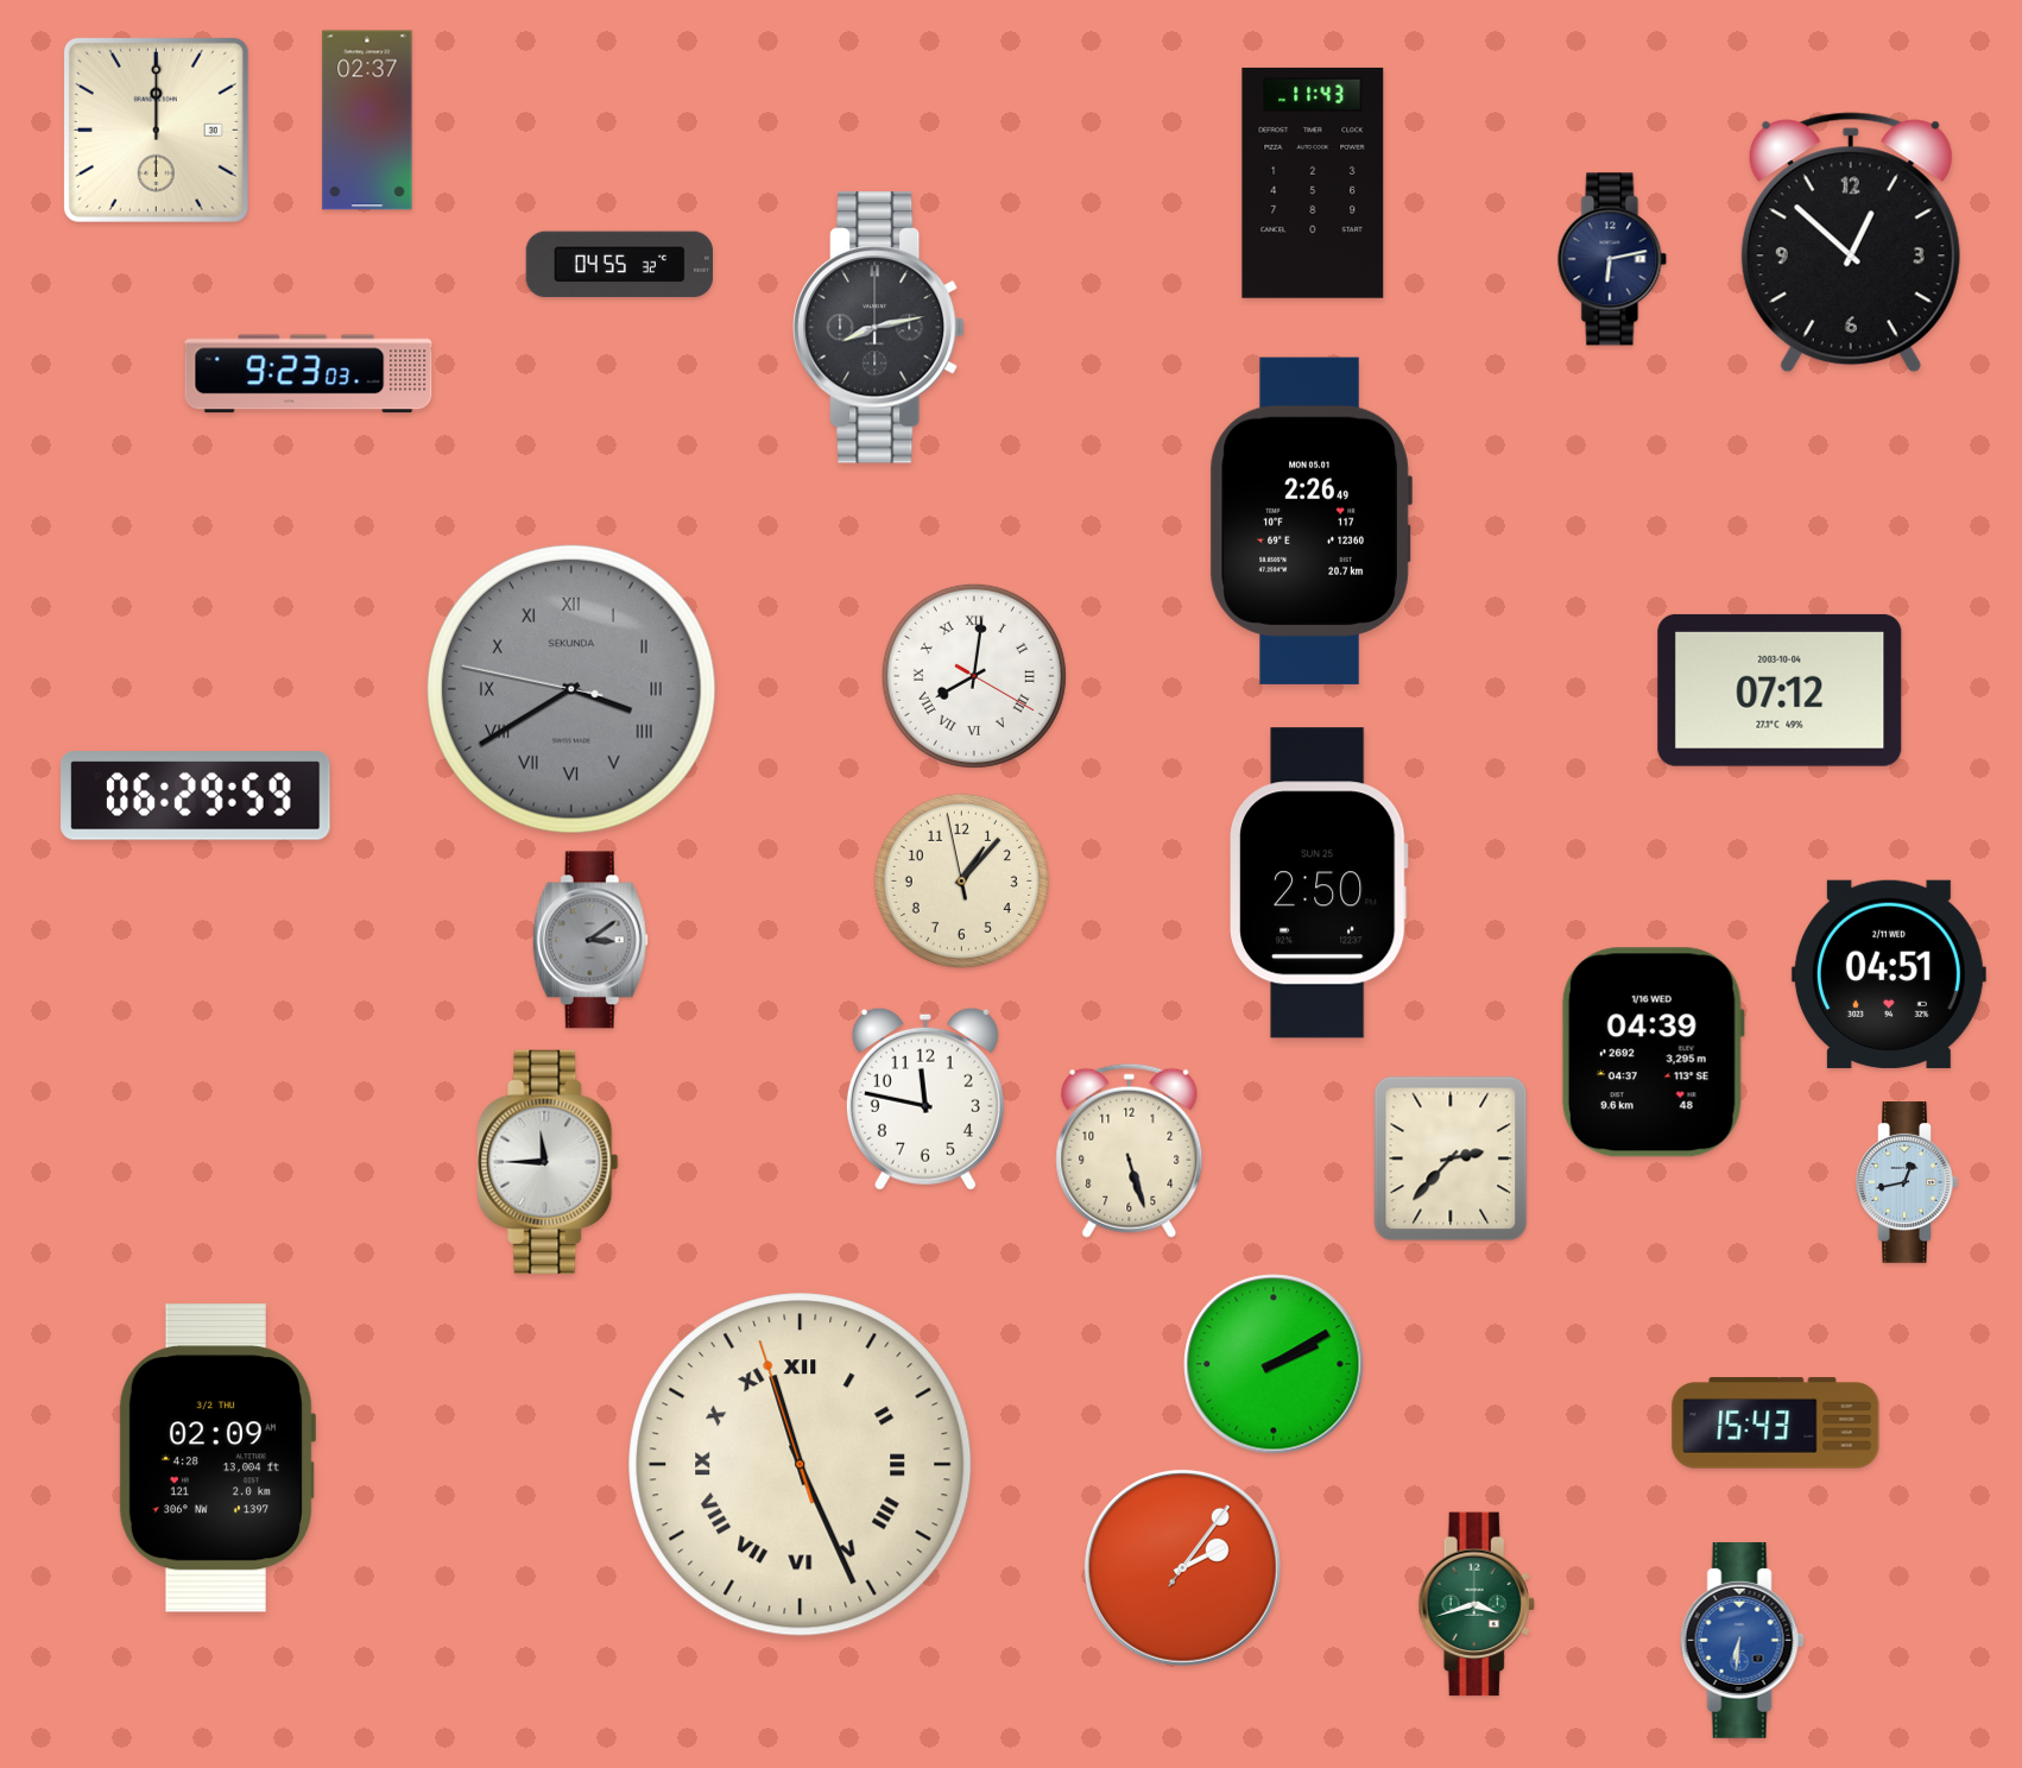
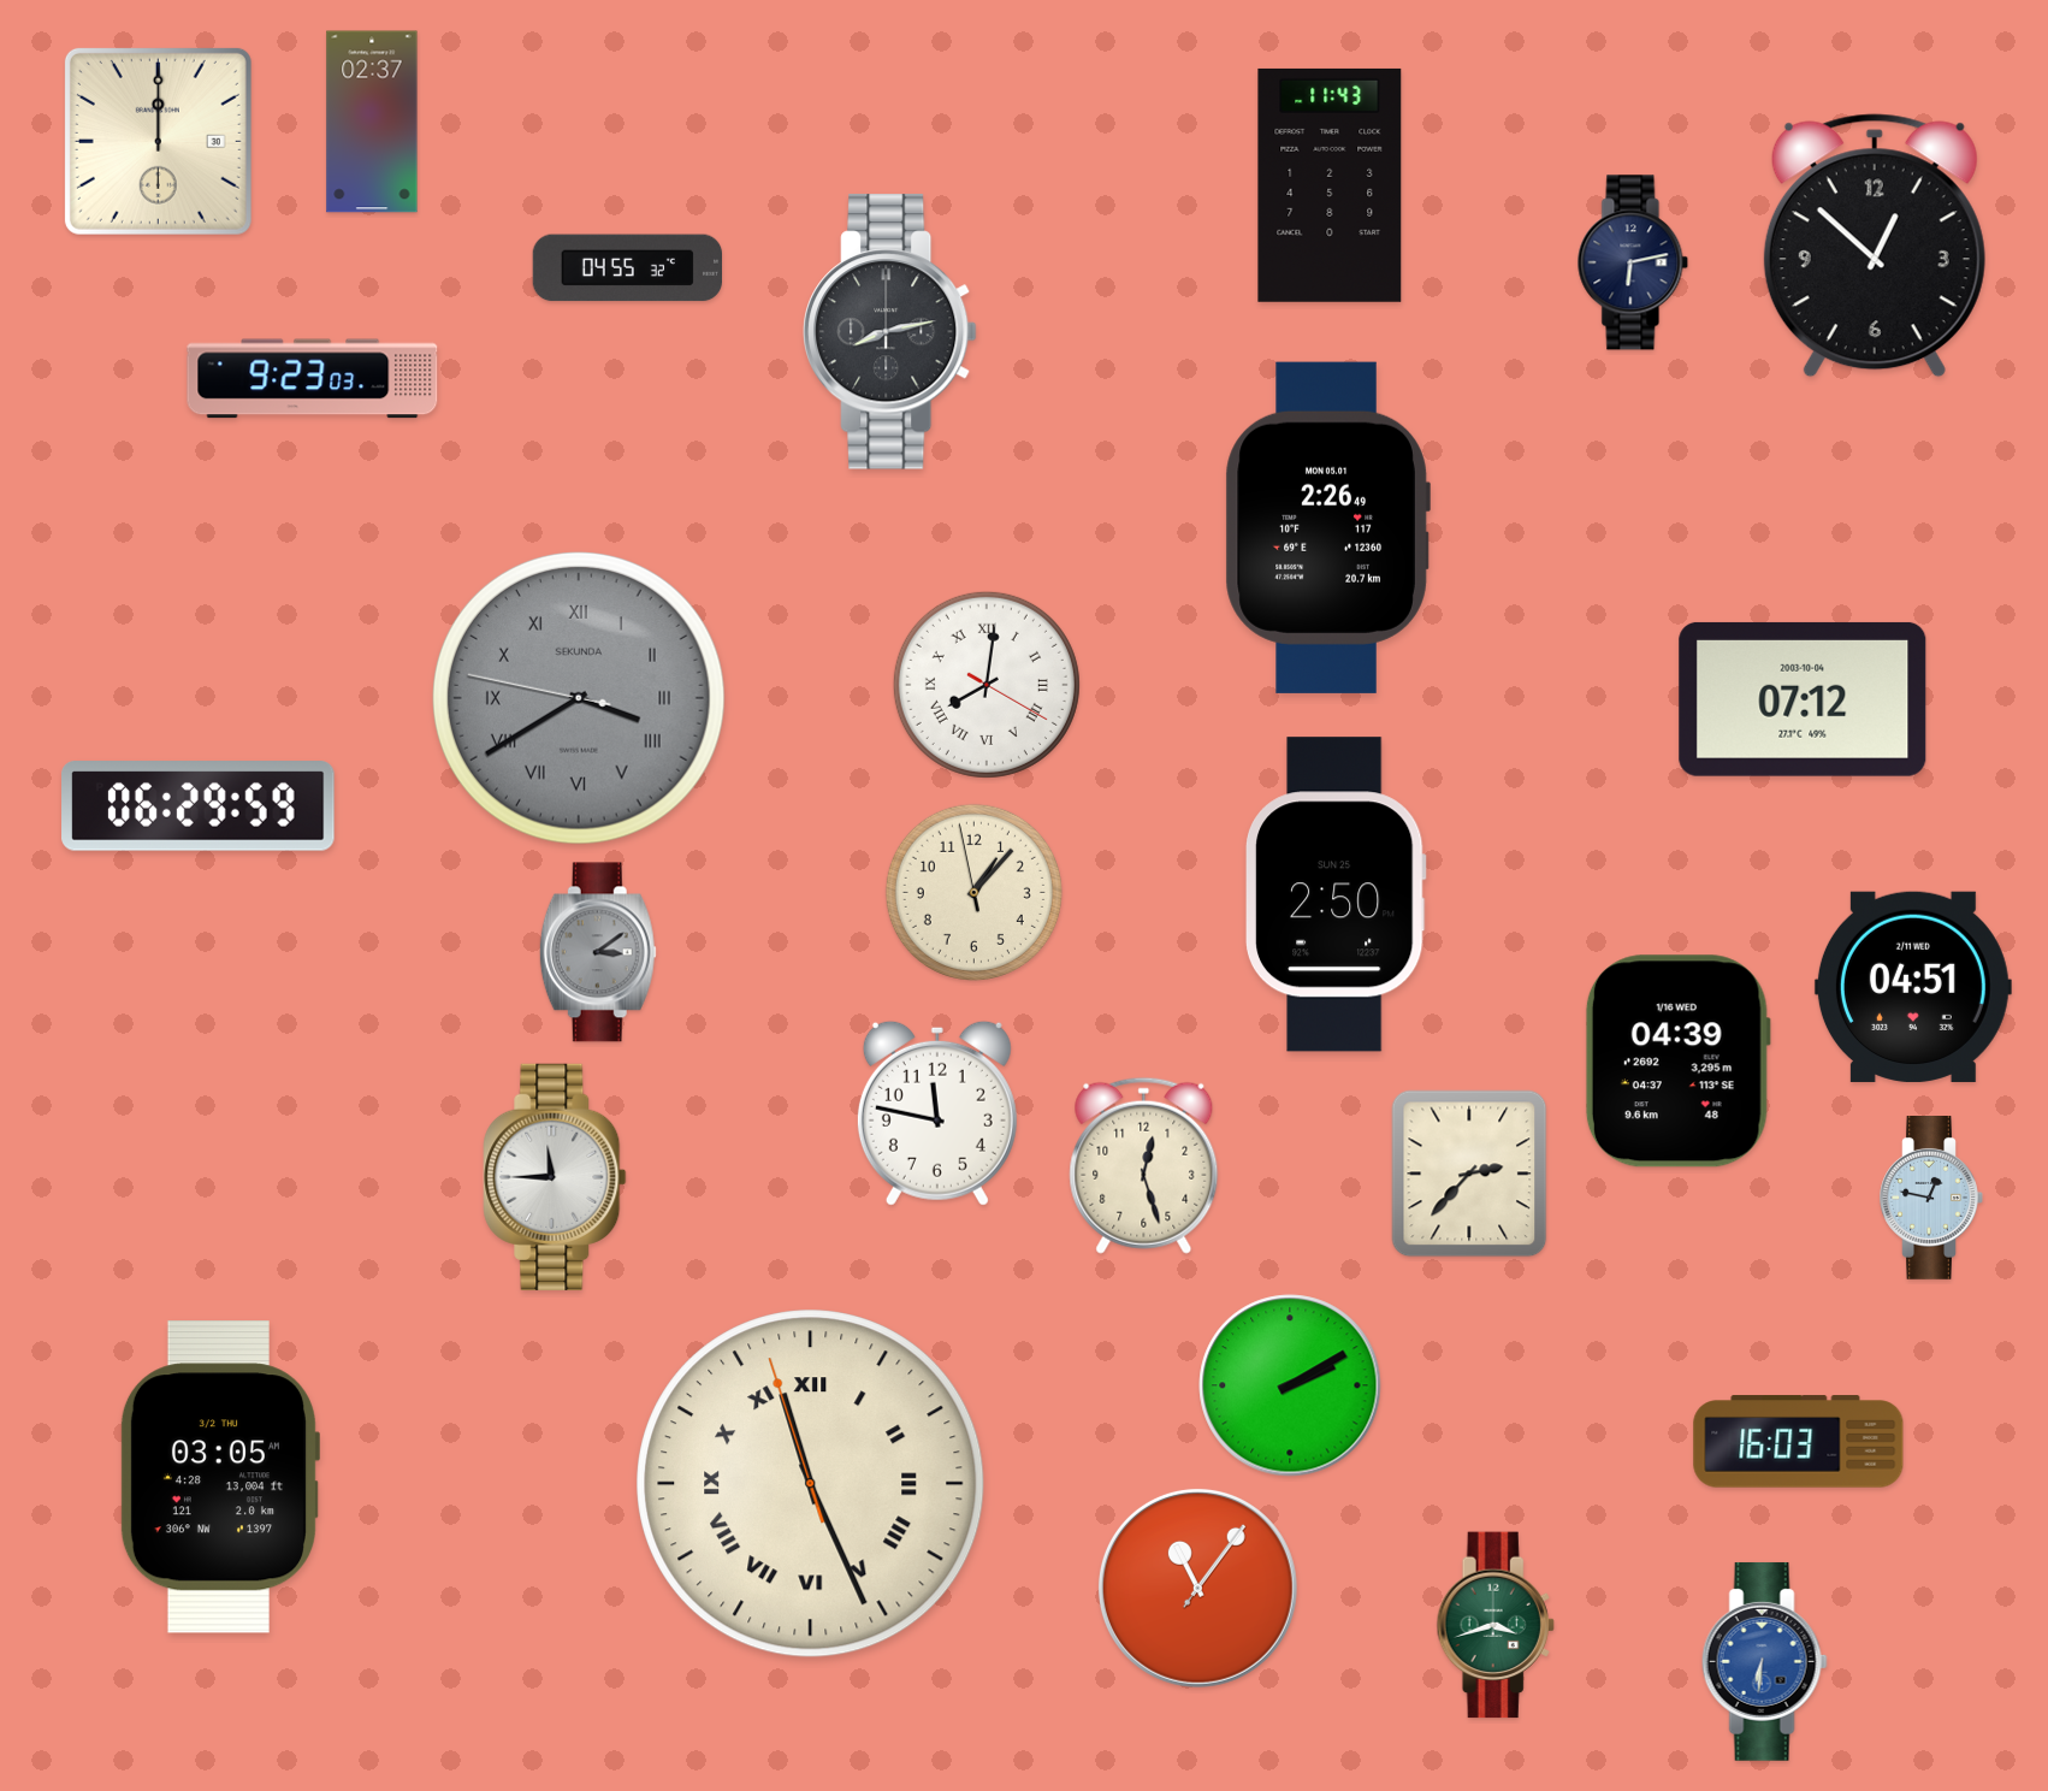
clock at (156, 130) position: (156, 130) -> (158, 141)
clock at (1653, 1053) position: (1653, 1053) -> (1677, 1062)
clock at (1130, 1150): 5:27 -> 12:27
clock at (1907, 1183): 12:43 -> 12:47
clock at (1274, 1364) position: (1274, 1364) -> (1290, 1385)
clock at (1776, 1423): 15:43 -> 16:03
clock at (216, 1458): 02:09 -> 03:05
clock at (1182, 1567): 2:06 -> 11:06
